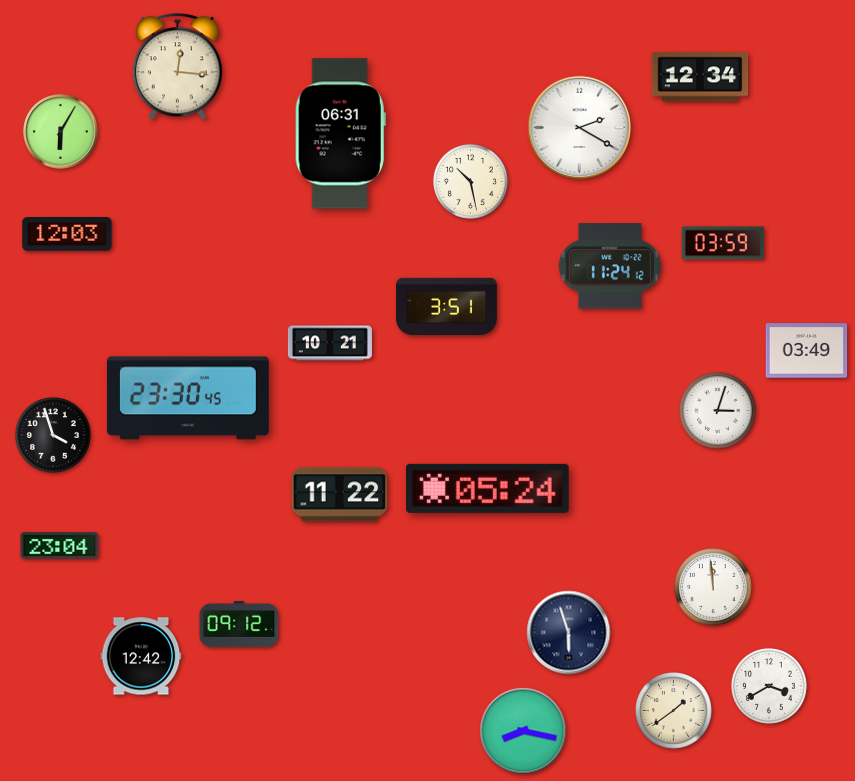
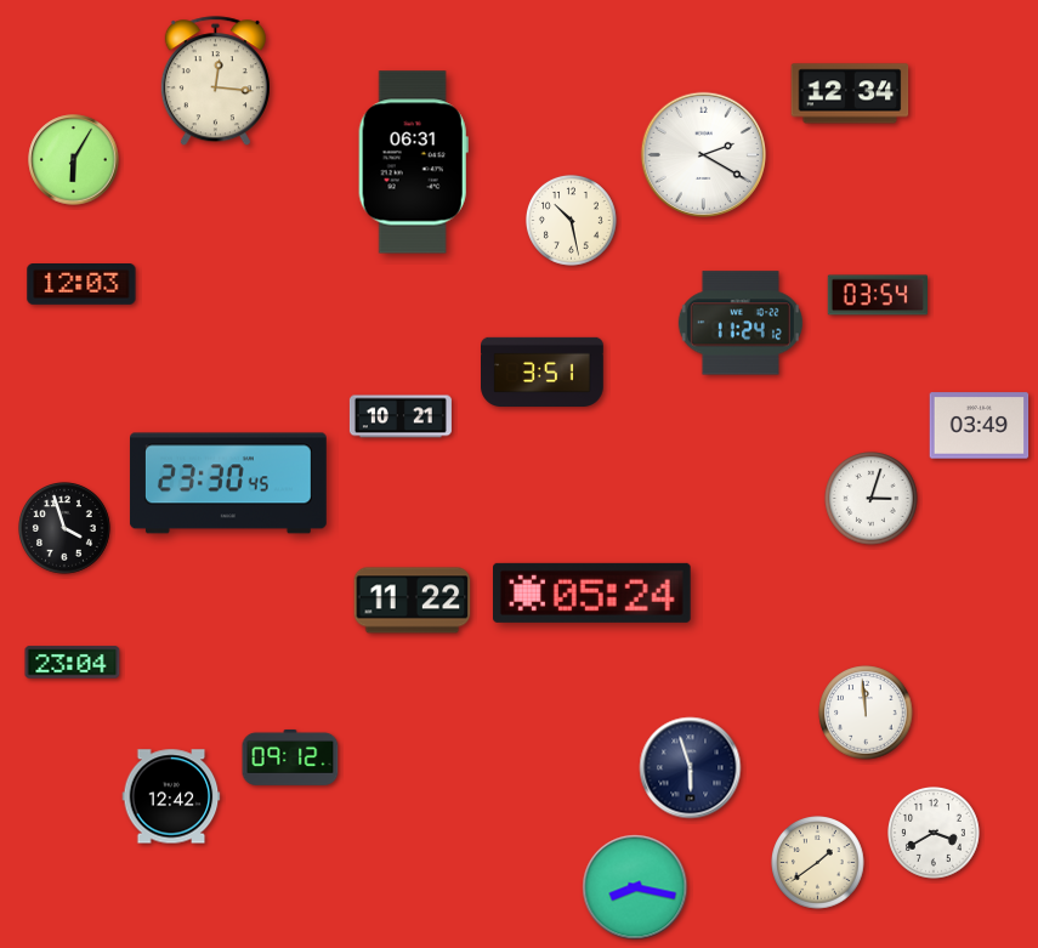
clock at (722, 243): 03:59 -> 03:54
